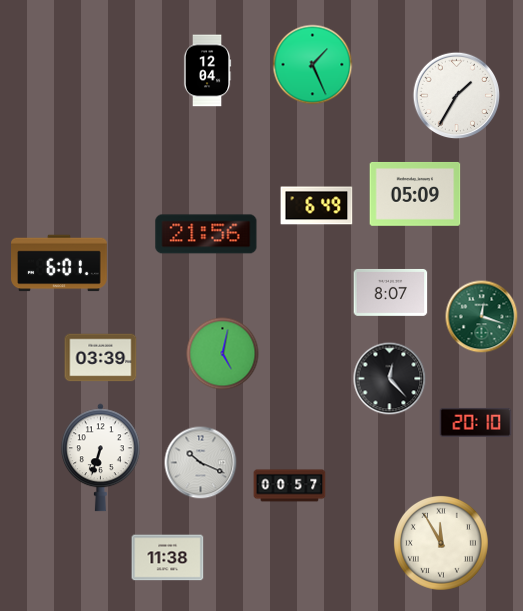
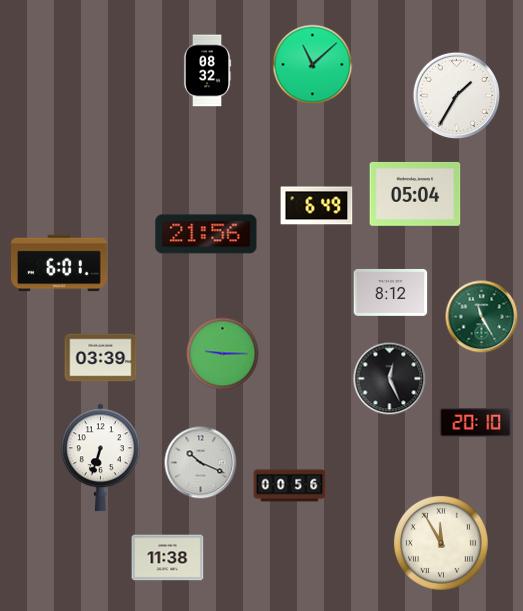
clock at (313, 65): 1:26 -> 11:08
clock at (207, 71): 12:04 -> 08:32
clock at (415, 194): 05:09 -> 05:04
clock at (391, 292): 8:07 -> 8:12
clock at (482, 317): 12:18 -> 11:25
clock at (223, 354): 5:02 -> 9:15
clock at (390, 379): 12:23 -> 12:26
clock at (290, 486): 00:57 -> 00:56
